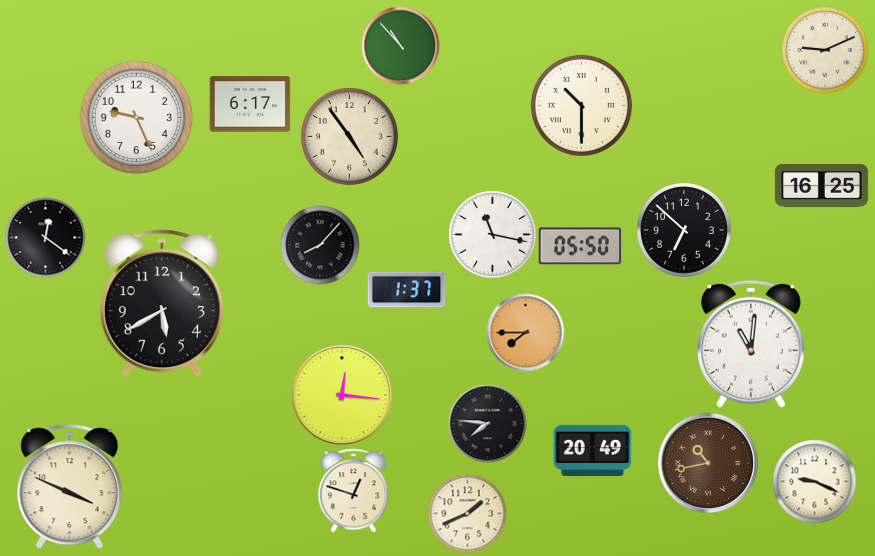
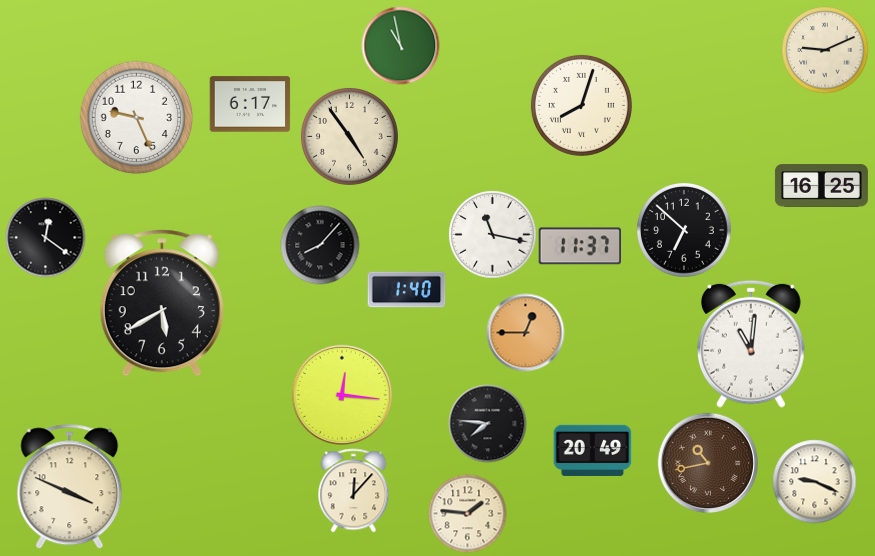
clock at (400, 45): 10:53 -> 10:58
clock at (581, 105): 10:30 -> 8:03
clock at (579, 246): 05:50 -> 11:37
clock at (406, 290): 1:37 -> 1:40
clock at (525, 332): 7:45 -> 12:45
clock at (354, 490): 12:48 -> 12:07
clock at (467, 513): 1:41 -> 1:46
